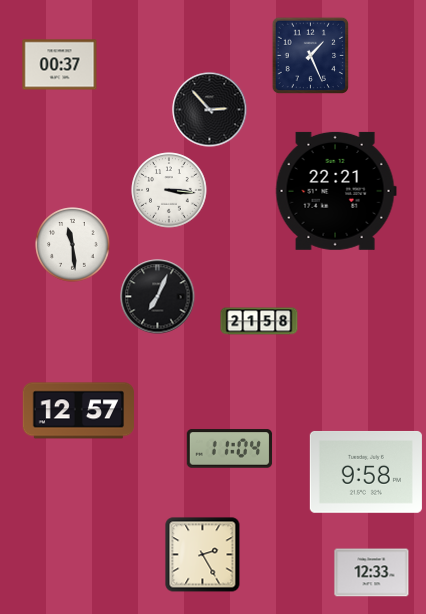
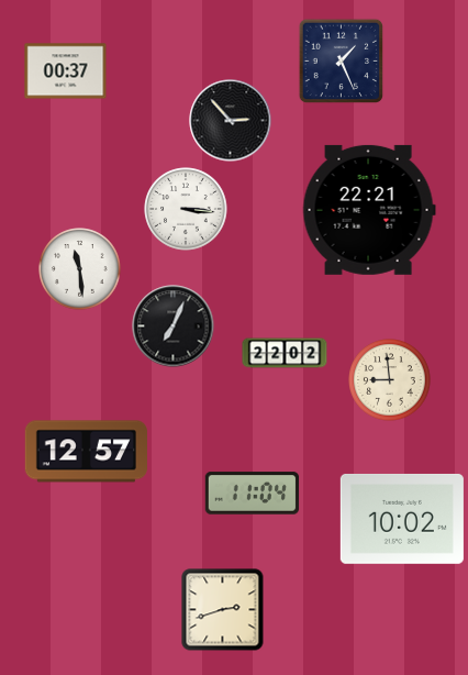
clock at (259, 321): 21:58 -> 22:02
clock at (390, 380): none -> 8:59
clock at (366, 472): 9:58 -> 10:02
clock at (203, 555): 2:25 -> 2:42
clock at (372, 573): 12:33 -> none
